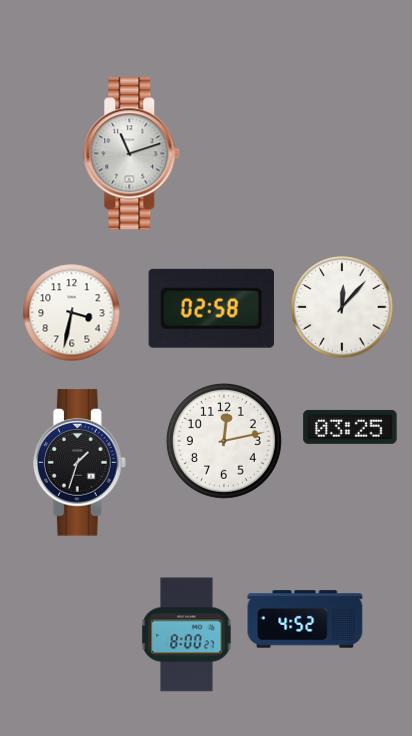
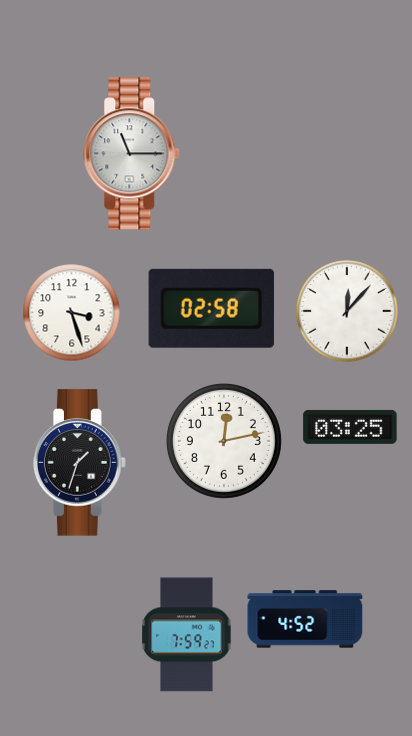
clock at (132, 154): 11:12 -> 11:15
clock at (342, 307) position: (342, 307) -> (347, 311)
clock at (71, 312): 3:32 -> 3:27
clock at (187, 635): 8:00 -> 7:59
